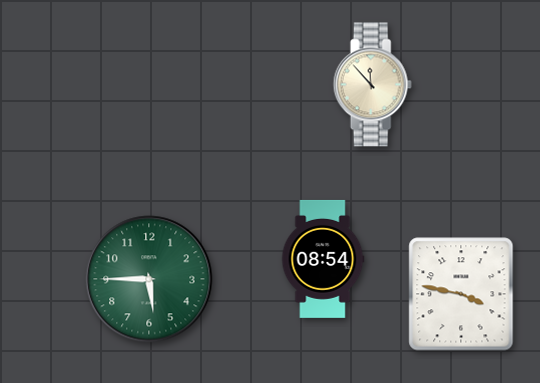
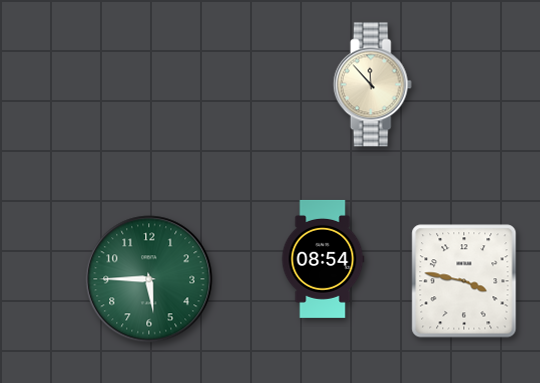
clock at (461, 294) position: (461, 294) -> (464, 281)
